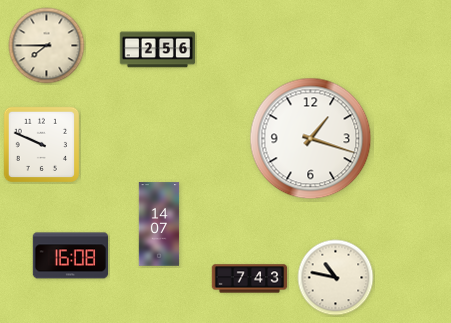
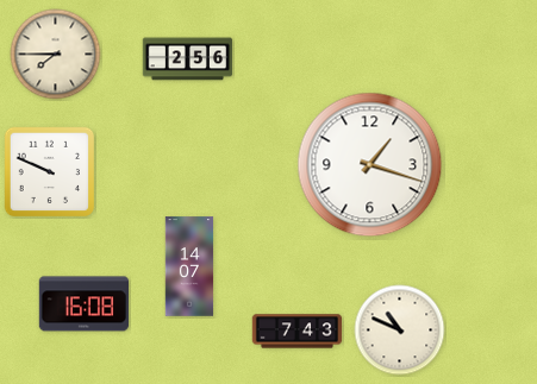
clock at (336, 278): 10:47 -> 10:49
